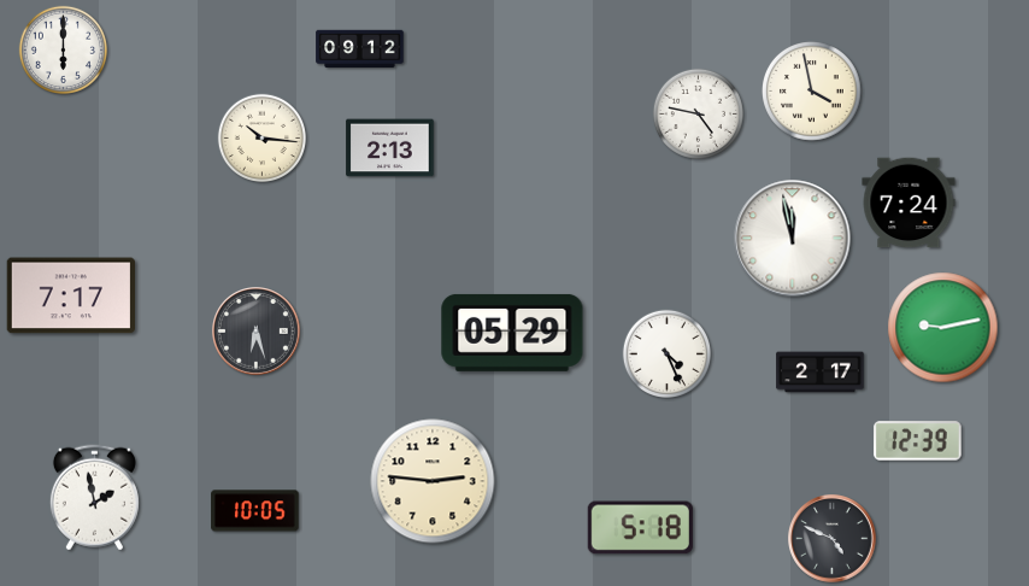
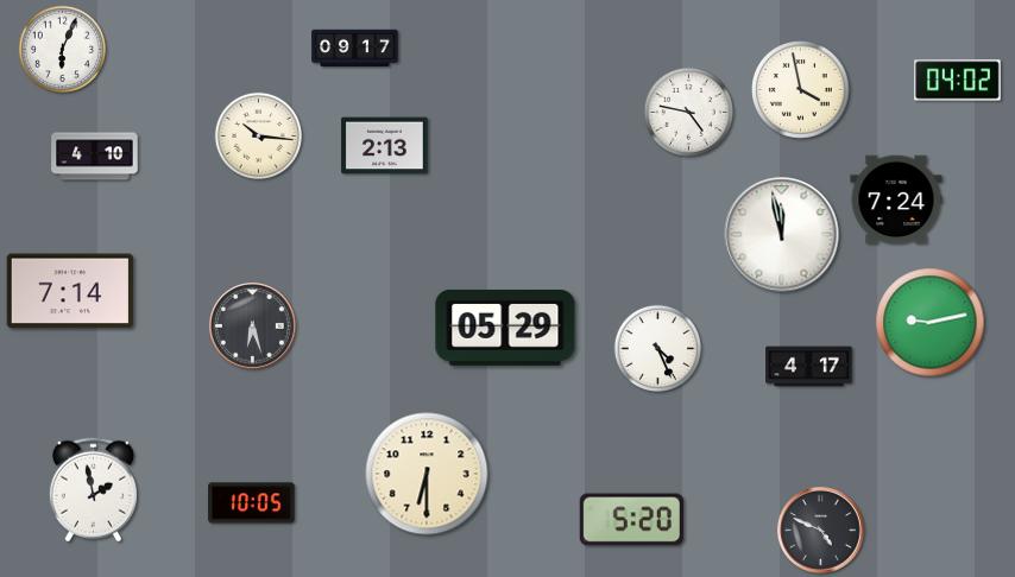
clock at (63, 49): 6:00 -> 6:04
clock at (360, 49): 09:12 -> 09:17
clock at (958, 81): none -> 04:02
clock at (95, 157): none -> 4:10
clock at (70, 295): 7:17 -> 7:14
clock at (821, 373): 2:17 -> 4:17
clock at (918, 441): 12:39 -> none
clock at (433, 481): 2:46 -> 6:30
clock at (640, 528): 5:18 -> 5:20
